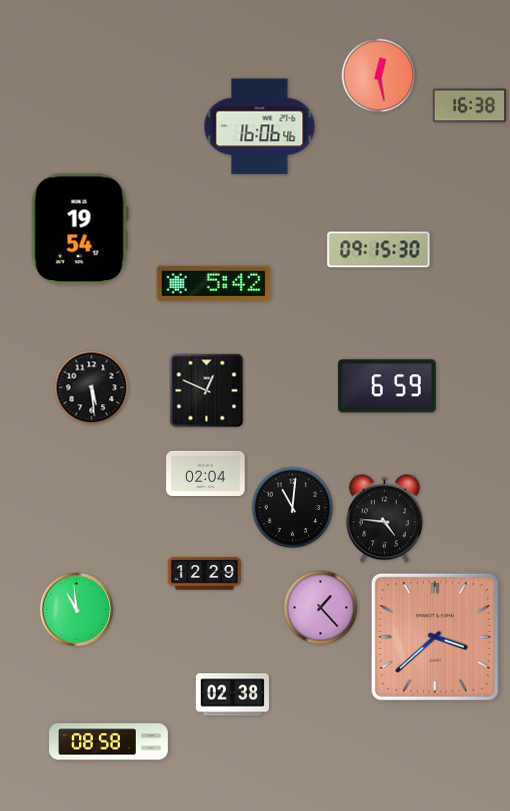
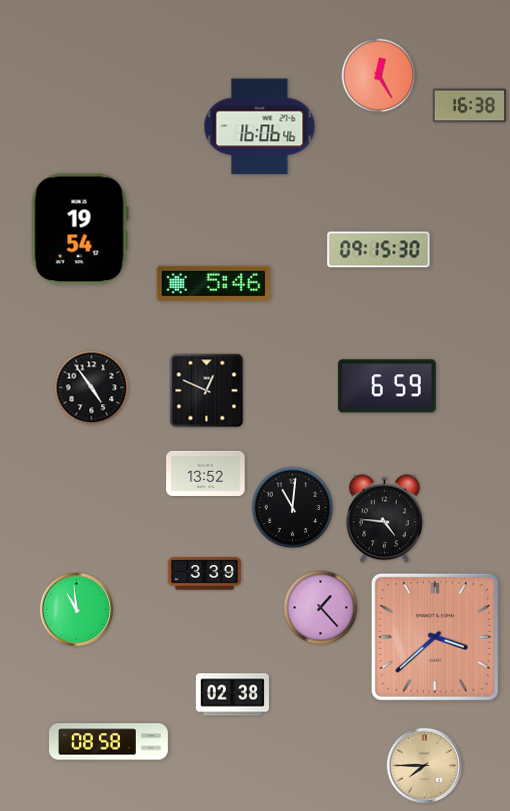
clock at (379, 76): 12:28 -> 12:25
clock at (214, 283): 5:42 -> 5:46
clock at (92, 388): 5:29 -> 4:54
clock at (206, 473): 02:04 -> 13:52
clock at (204, 574): 12:29 -> 3:39
clock at (425, 766): none -> 7:45
